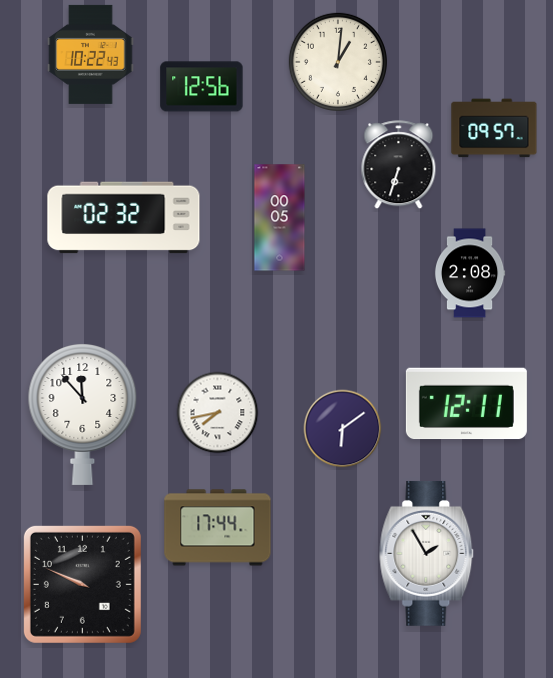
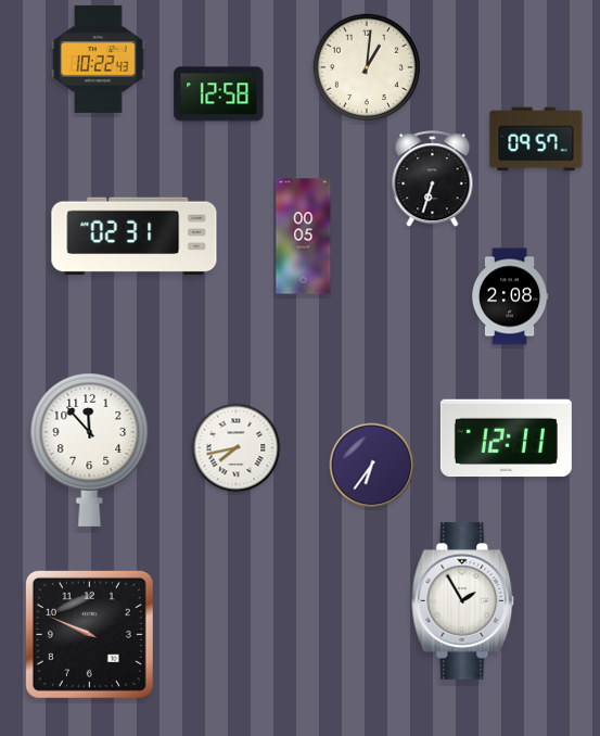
clock at (202, 87): 12:56 -> 12:58
clock at (124, 218): 02:32 -> 02:31
clock at (343, 429): 6:09 -> 6:36
clock at (218, 528): 17:44 -> none
